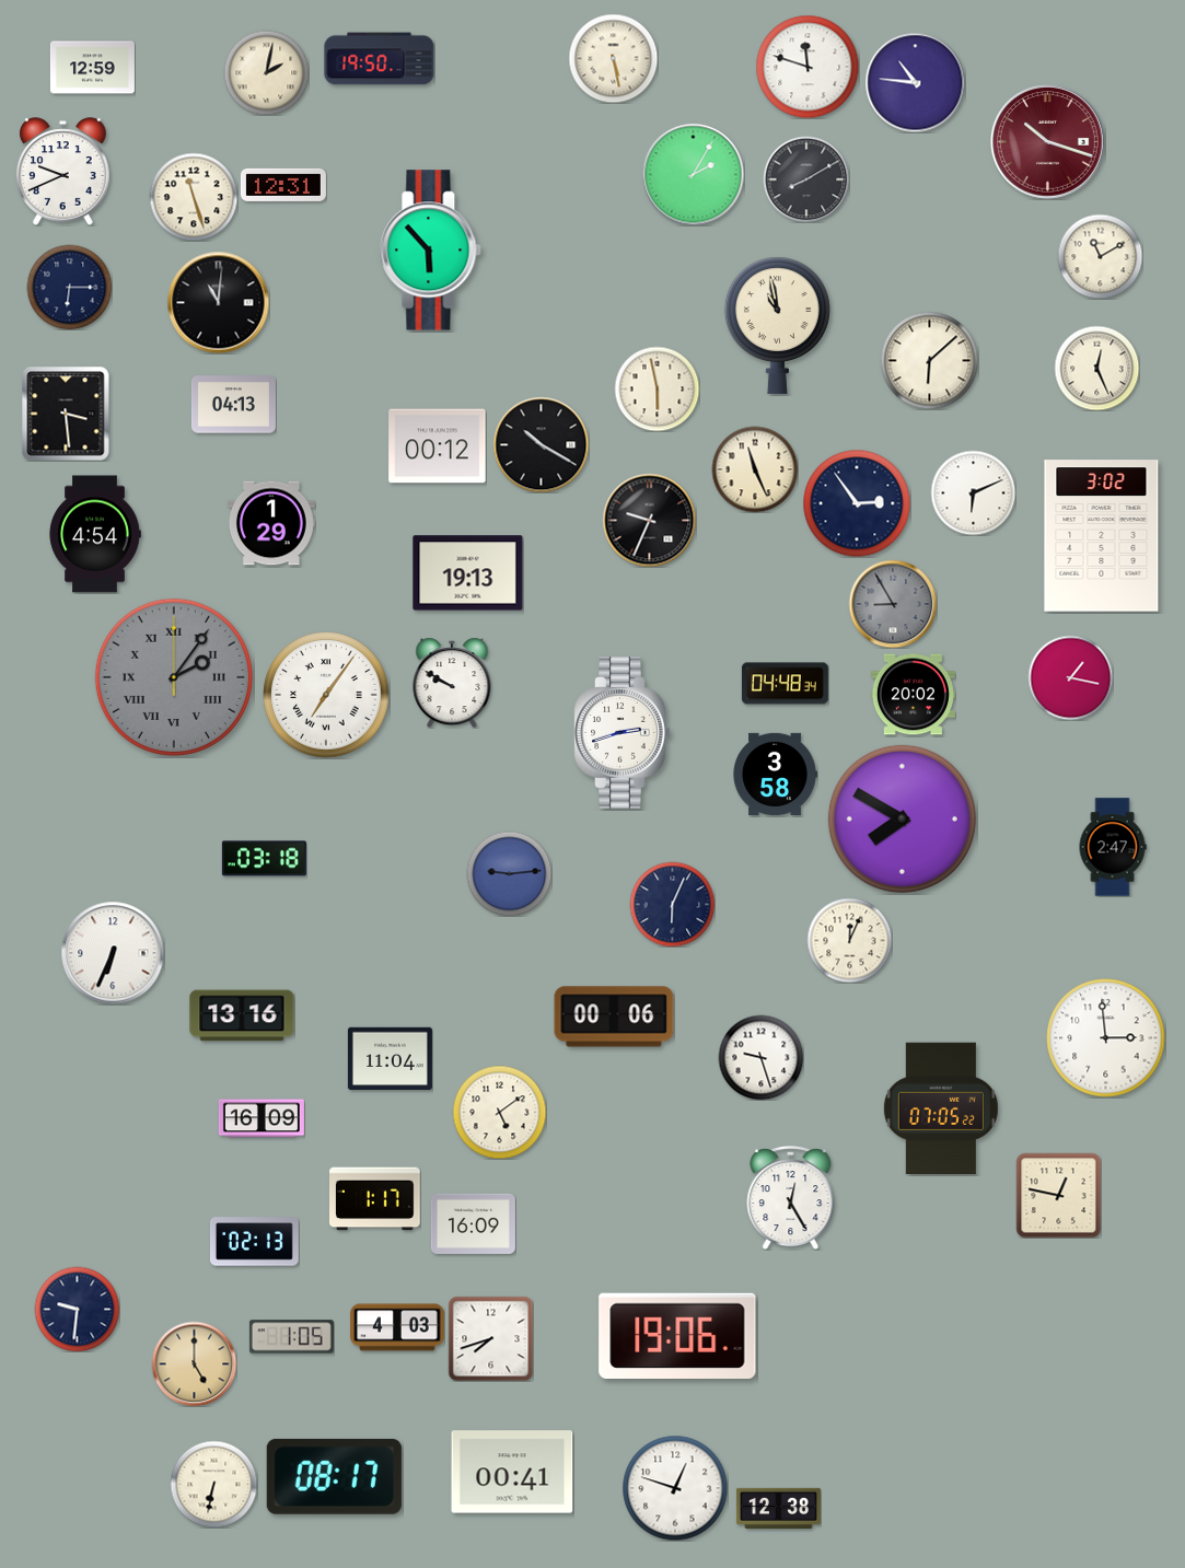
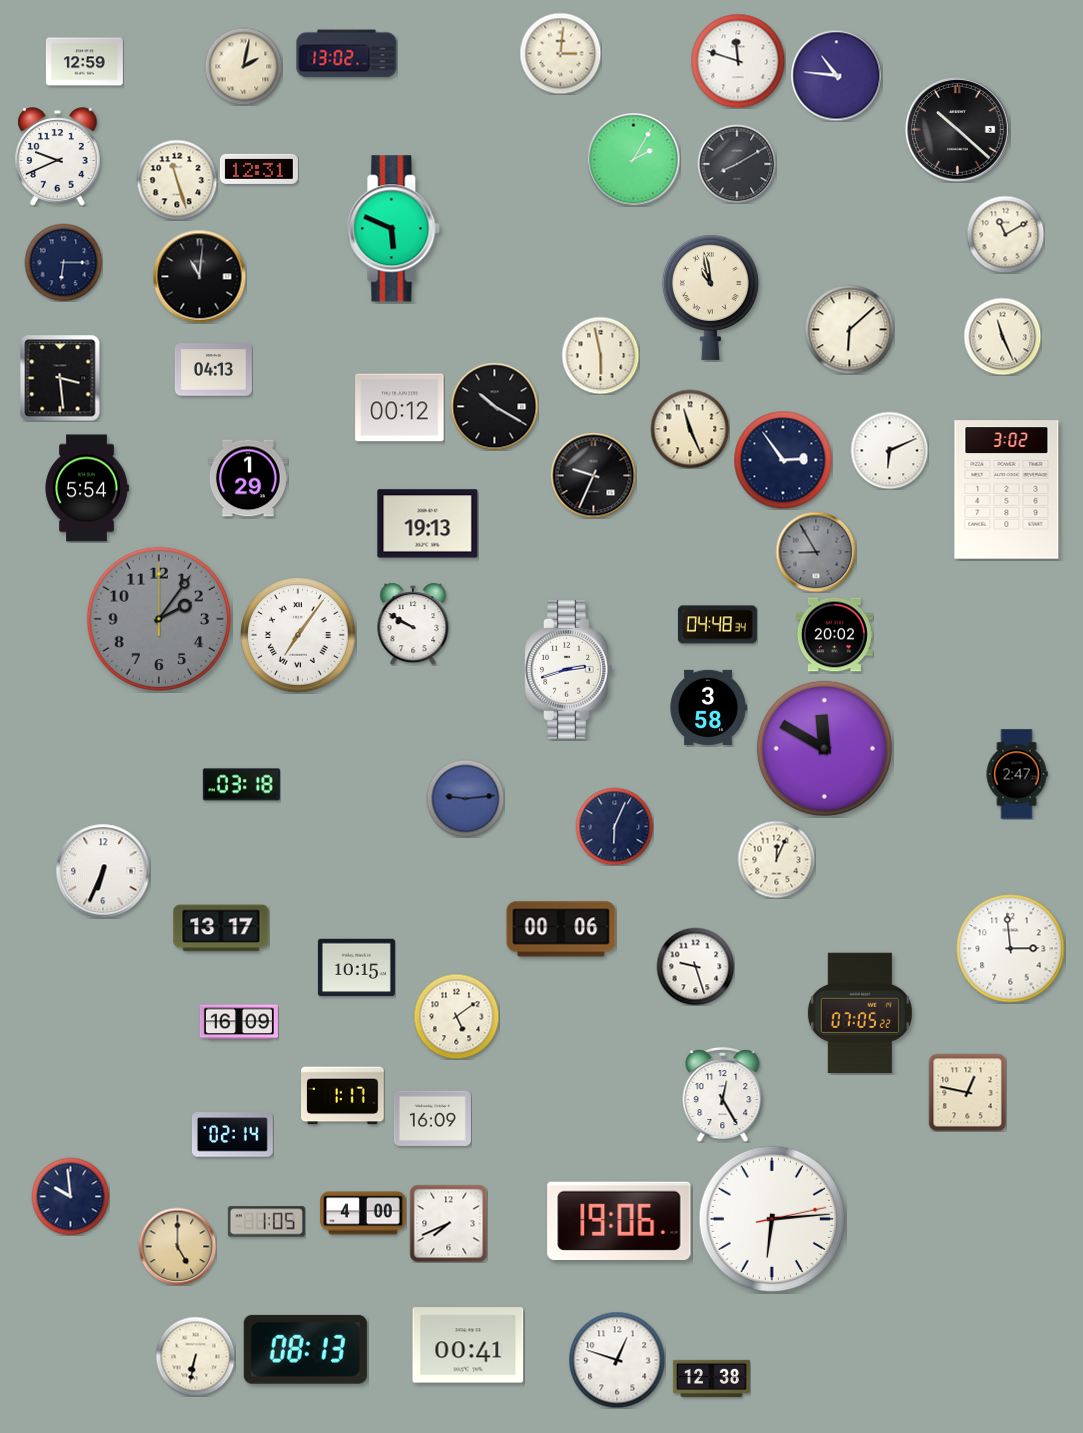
clock at (613, 58): 5:28 -> 3:01
clock at (380, 59): 19:50 -> 13:02
clock at (1048, 142): 10:18 -> 10:22
clock at (1048, 142) dial: burgundy -> black
clock at (431, 251): 5:53 -> 5:49
clock at (1096, 368): 12:26 -> 11:26
clock at (95, 534): 4:54 -> 5:54
clock at (173, 676) numerals: Roman -> Arabic
clock at (1070, 677): 1:17 -> none
clock at (902, 818): 7:50 -> 11:50
clock at (242, 1015): 13:16 -> 13:17
clock at (390, 1059): 11:04 -> 10:15
clock at (254, 1242): 02:13 -> 02:14
clock at (77, 1309): 9:31 -> 9:59
clock at (397, 1327): 4:03 -> 4:00
clock at (772, 1219): none -> 6:14
clock at (490, 1338): 7:42 -> 7:41
clock at (334, 1476): 08:17 -> 08:13
